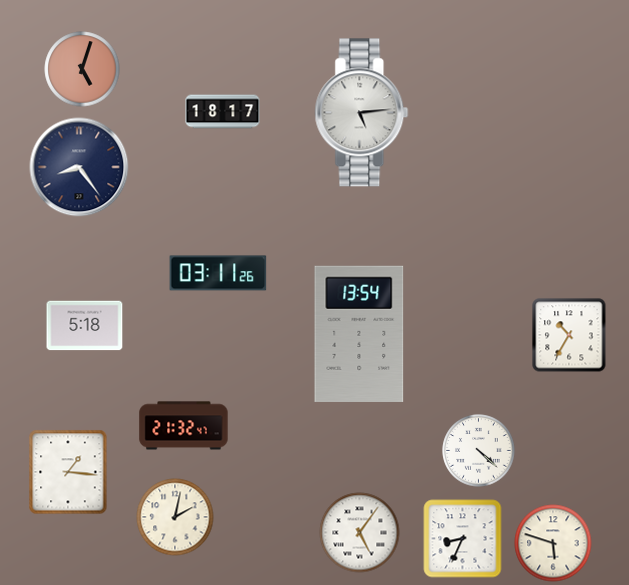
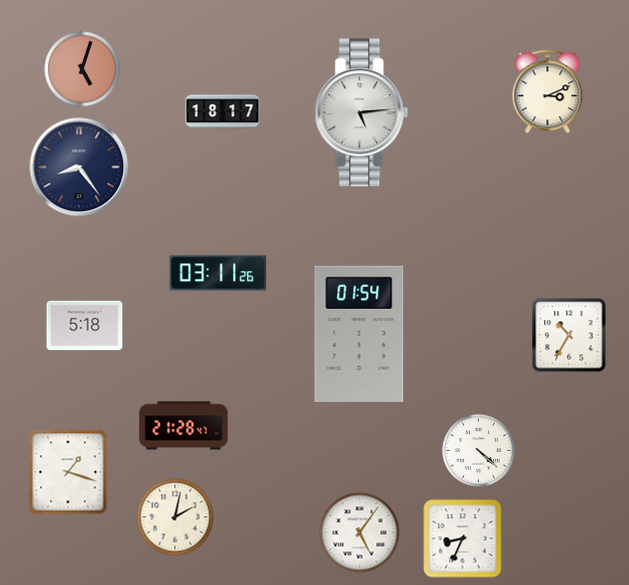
clock at (548, 92): none -> 3:11
clock at (359, 334): 13:54 -> 01:54
clock at (184, 426): 21:32 -> 21:28
clock at (68, 472): 1:16 -> 1:18
clock at (553, 543): 5:48 -> none
